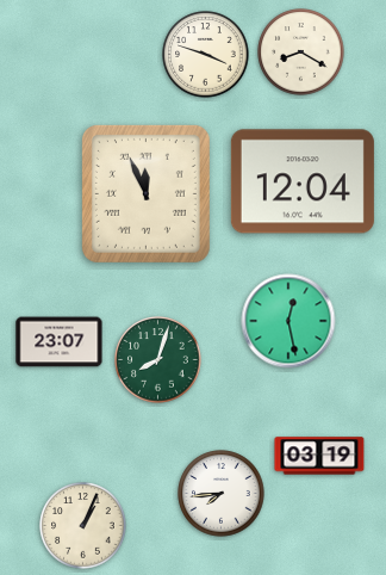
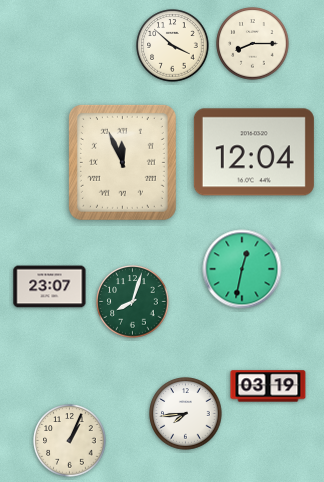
clock at (301, 52): 8:20 -> 8:15
clock at (206, 55): 3:48 -> 3:52
clock at (288, 321): 12:28 -> 12:32
clock at (319, 456) position: (319, 456) -> (268, 386)
